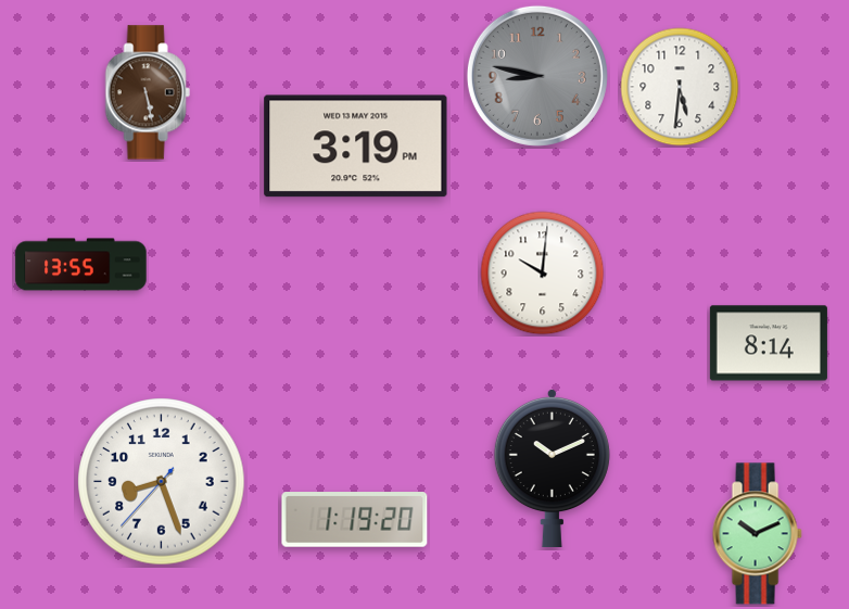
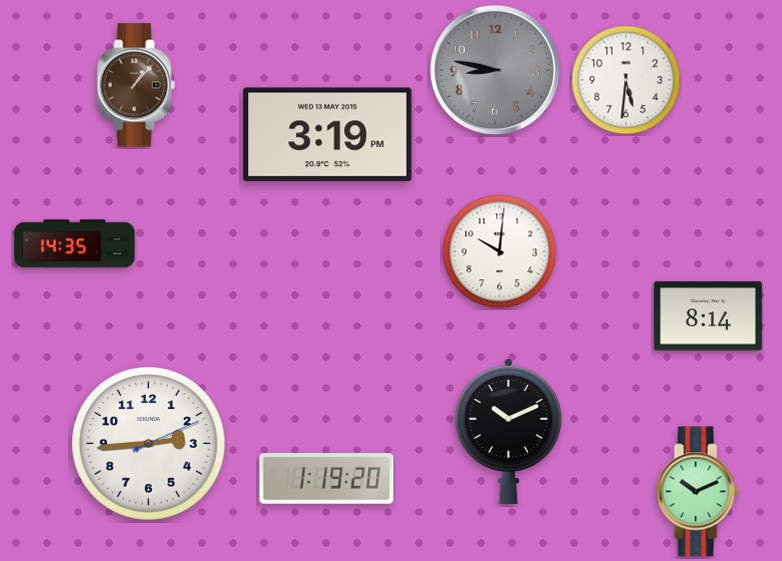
clock at (148, 92): 5:28 -> 1:07
clock at (81, 265): 13:55 -> 14:35
clock at (162, 482): 8:26 -> 2:44
